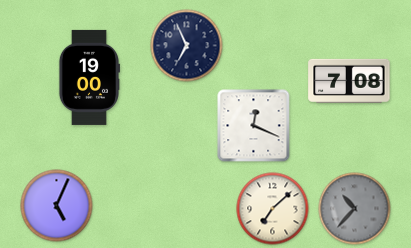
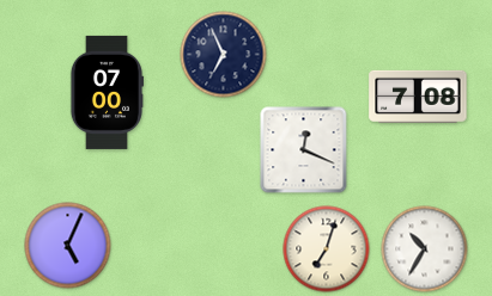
clock at (88, 77): 19:00 -> 07:00
clock at (273, 209): 7:08 -> 7:03
clock at (355, 209): 10:37 -> 10:35
clock at (355, 209) dial: grey -> white
